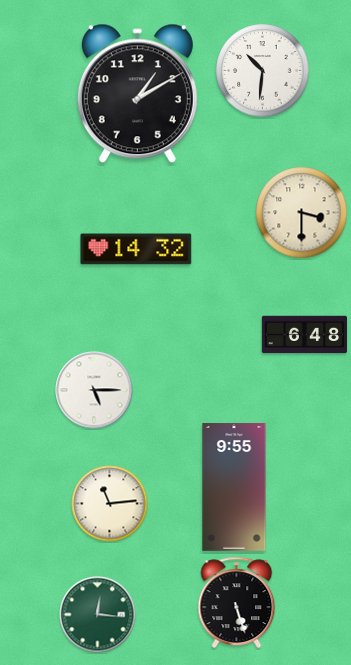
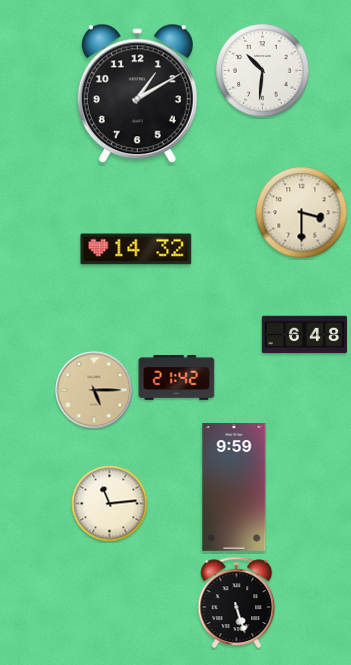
clock at (177, 378): none -> 21:42
clock at (94, 390) dial: white -> champagne
clock at (234, 487): 9:55 -> 9:59
clock at (98, 615): 12:16 -> none
